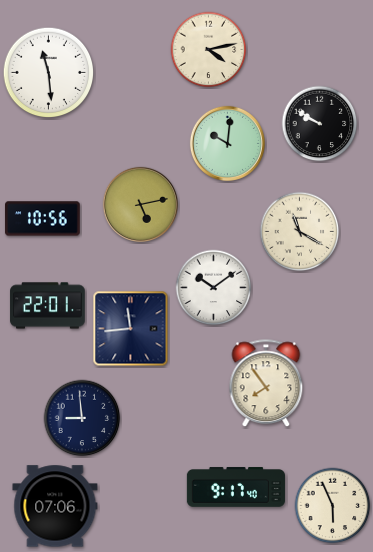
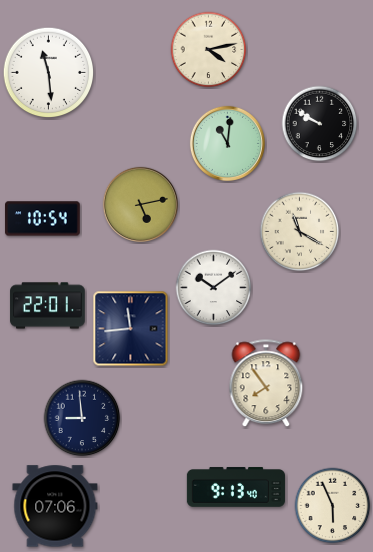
clock at (227, 143): 10:01 -> 11:01
clock at (43, 219): 10:56 -> 10:54
clock at (236, 487): 9:17 -> 9:13
